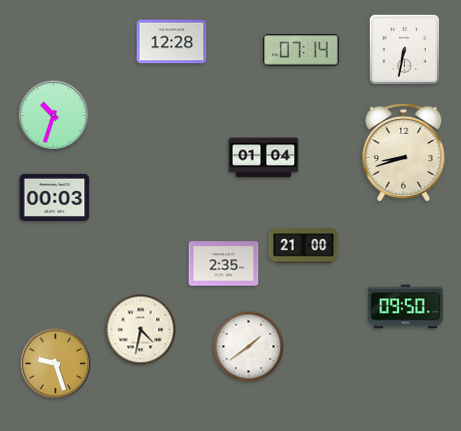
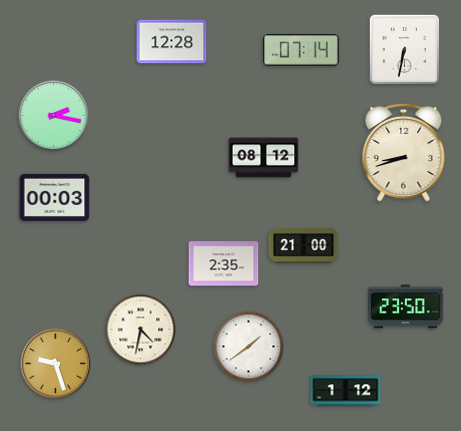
clock at (54, 116): 10:33 -> 2:17
clock at (264, 158): 01:04 -> 08:12
clock at (406, 307): 09:50 -> 23:50
clock at (346, 391): none -> 1:12
